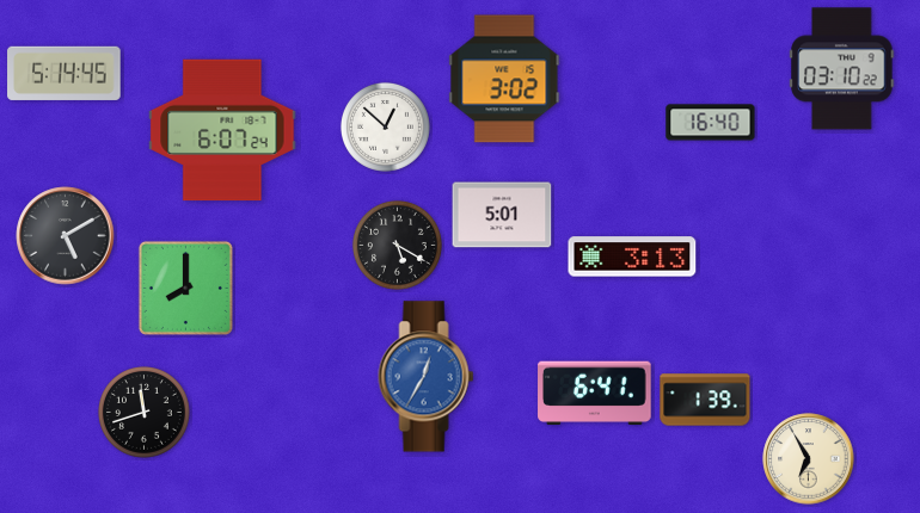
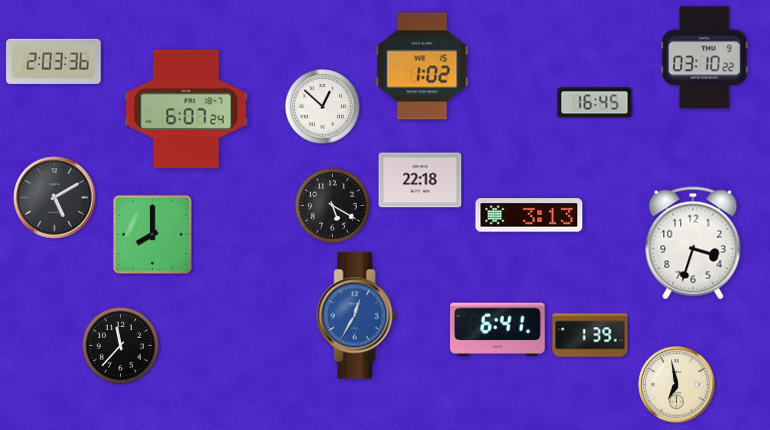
clock at (65, 73): 5:14 -> 2:03
clock at (504, 79): 3:02 -> 1:02
clock at (711, 123): 16:40 -> 16:45
clock at (502, 215): 5:01 -> 22:18
clock at (185, 288) position: (185, 288) -> (152, 234)
clock at (693, 243): none -> 3:33
clock at (145, 413): 11:42 -> 11:37
clock at (809, 459): 6:55 -> 6:58
